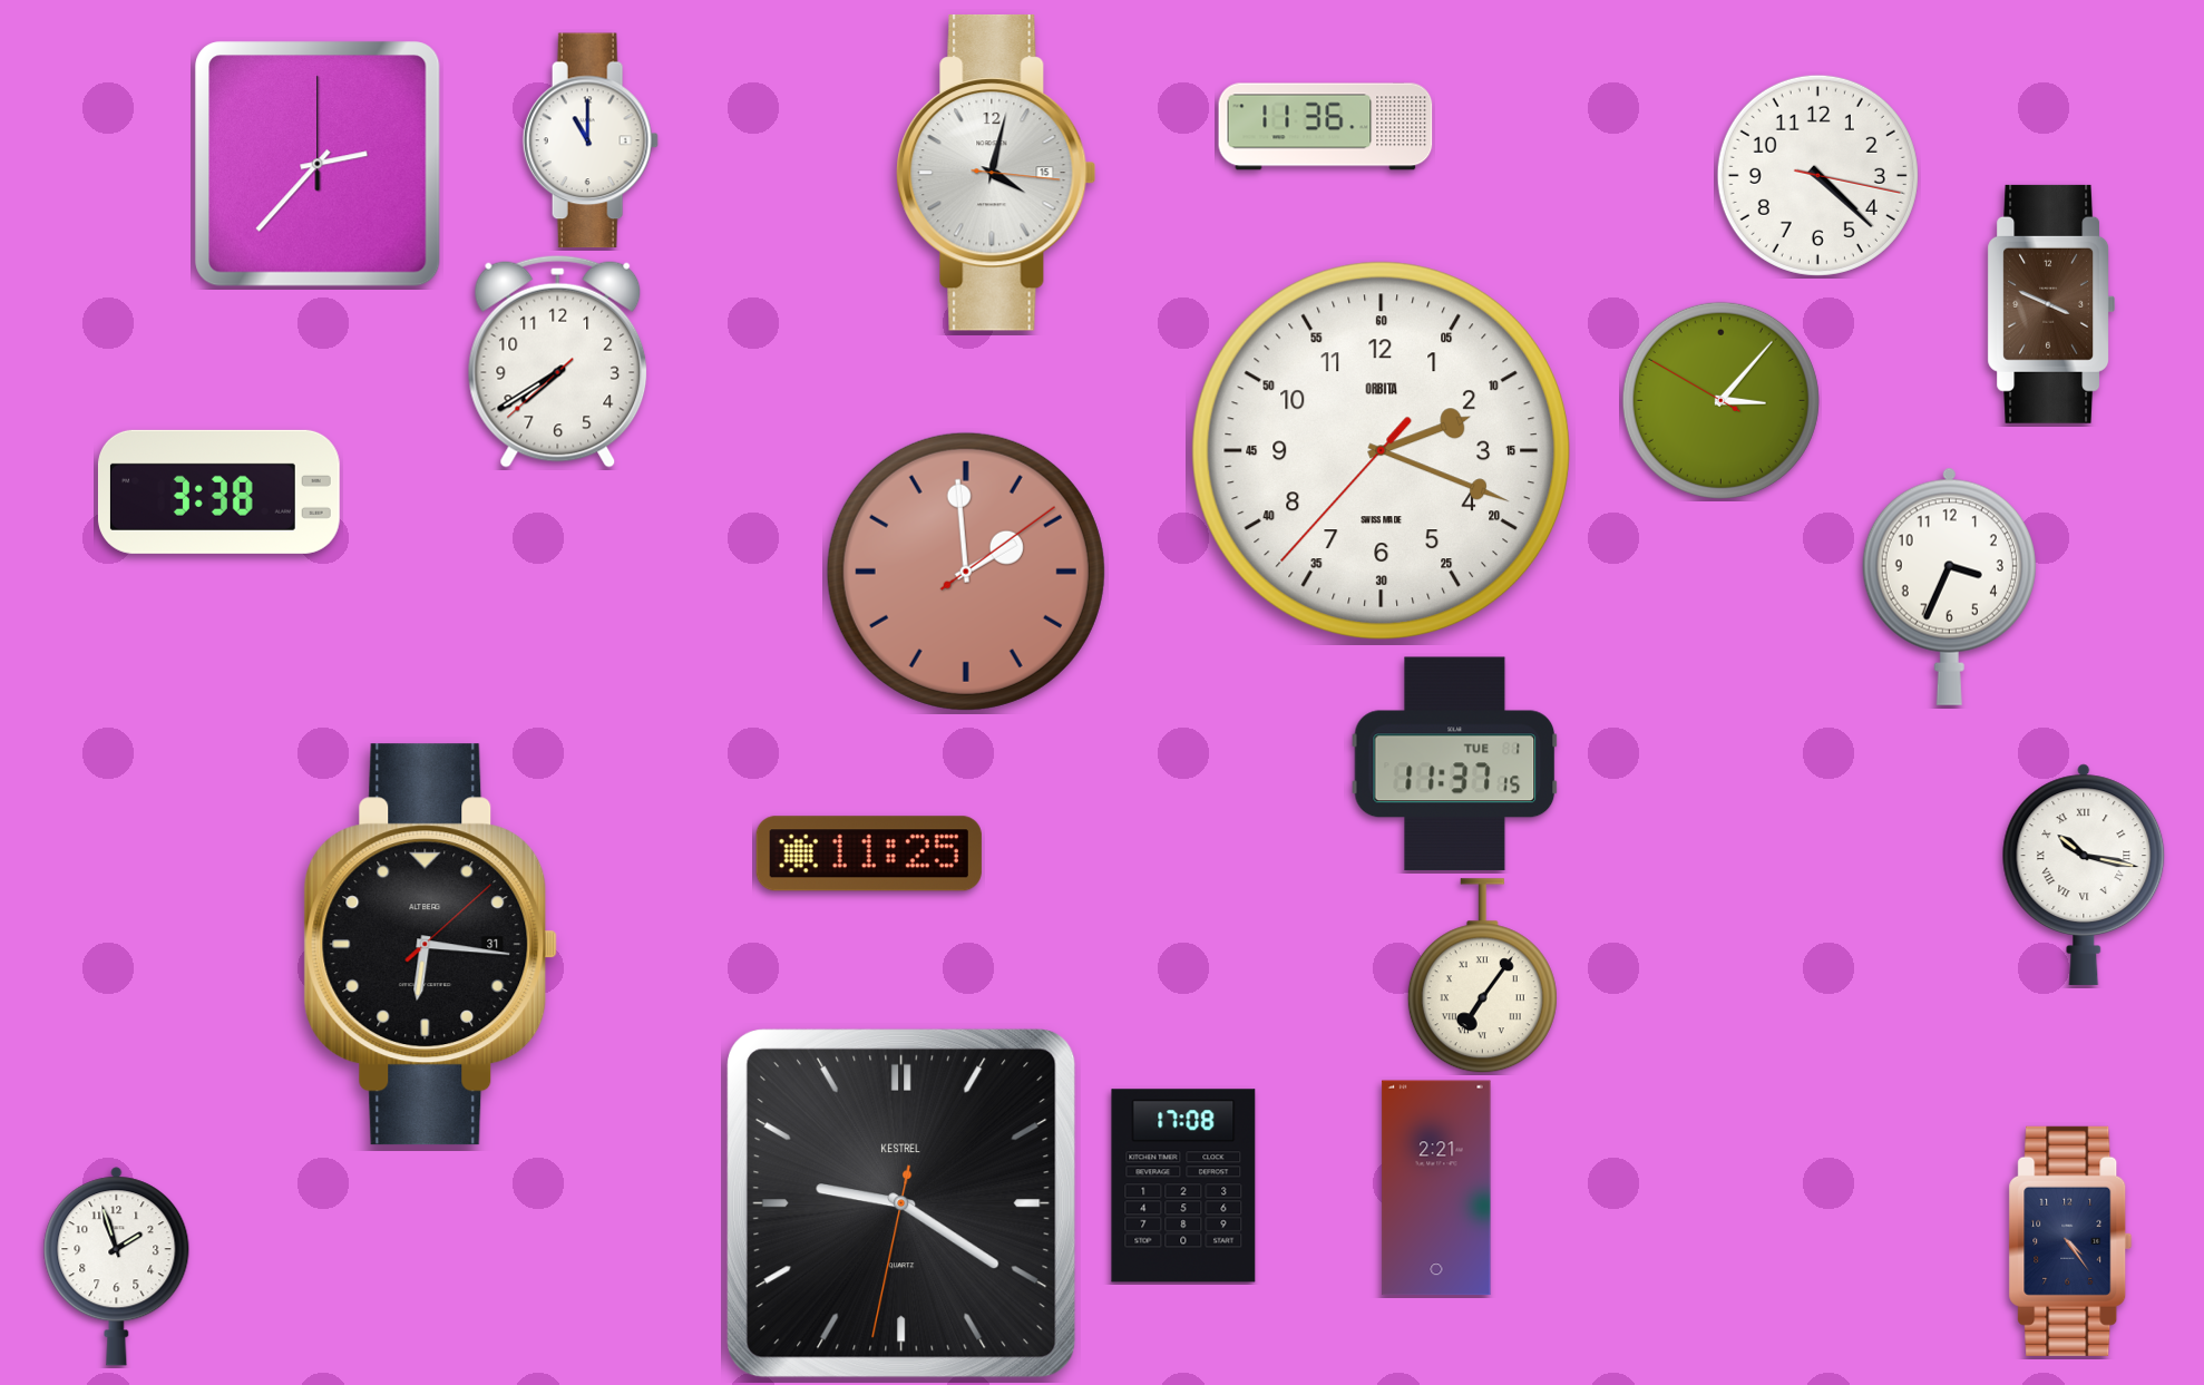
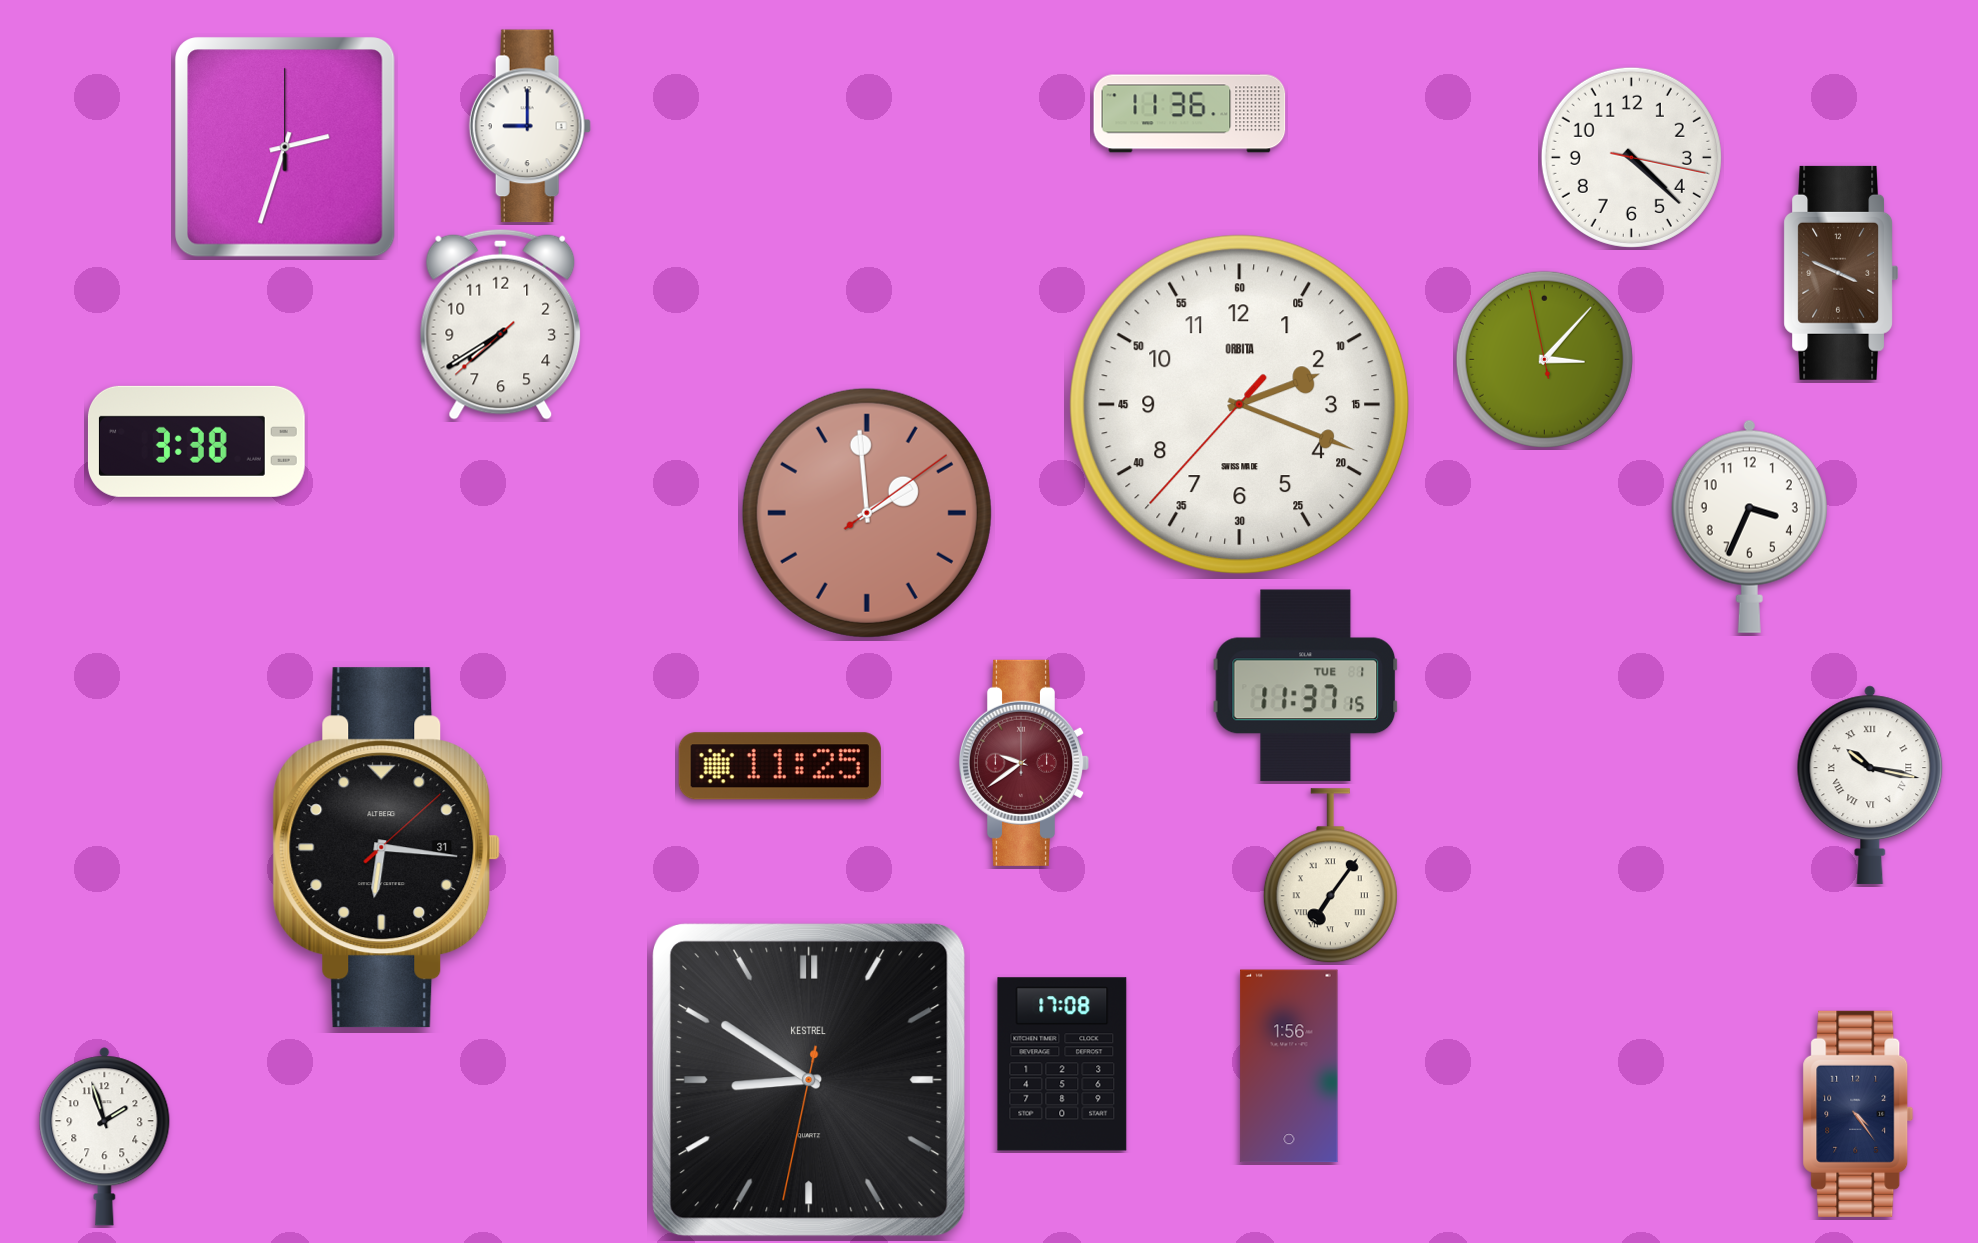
clock at (591, 140): 11:00 -> 9:00
clock at (318, 164): 2:37 -> 2:33
clock at (996, 173): 4:02 -> none
clock at (1720, 400): 3:06:50 -> 3:06:58
clock at (1023, 763): none -> 9:39
clock at (1436, 1188): 2:21 -> 1:56
clock at (901, 1203): 9:20 -> 8:50
